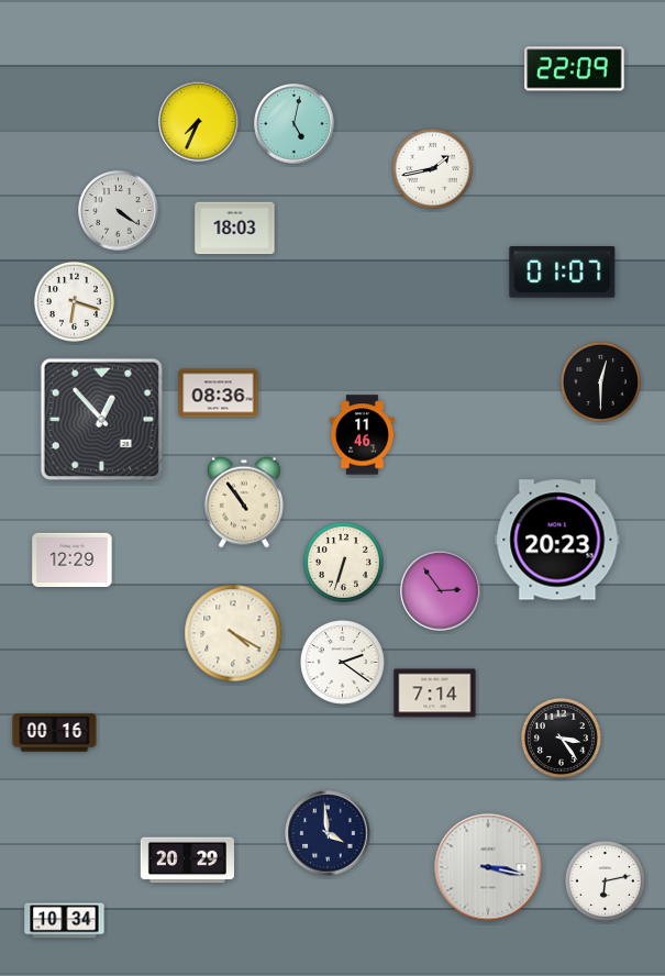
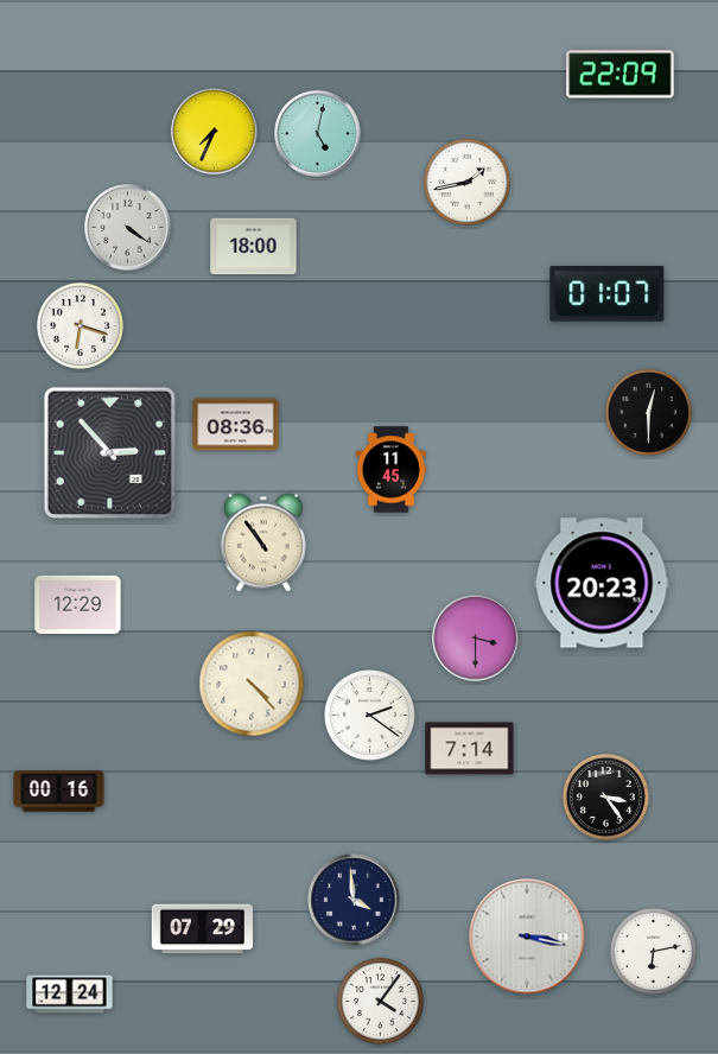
clock at (235, 229): 18:03 -> 18:00
clock at (101, 419): 12:53 -> 2:53
clock at (362, 435): 11:46 -> 11:45
clock at (343, 562): 6:33 -> none
clock at (441, 591): 2:54 -> 3:30
clock at (233, 633): 4:20 -> 4:23
clock at (187, 861): 20:29 -> 07:29
clock at (65, 921): 10:34 -> 12:24
clock at (380, 1001): none -> 4:06
